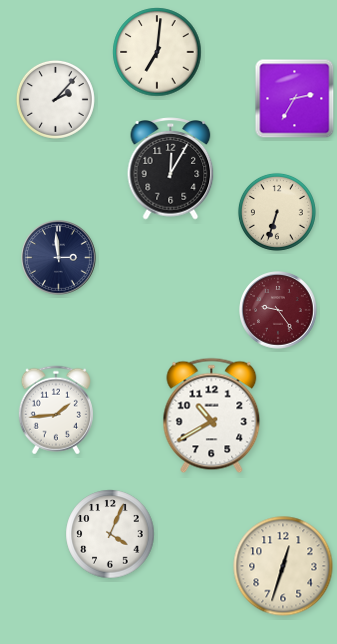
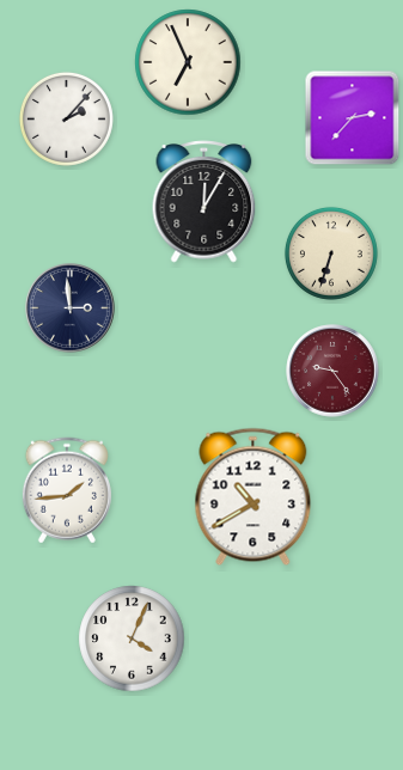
clock at (157, 52): 7:01 -> 6:56
clock at (295, 99): 2:35 -> 2:37
clock at (283, 566): 12:33 -> none
